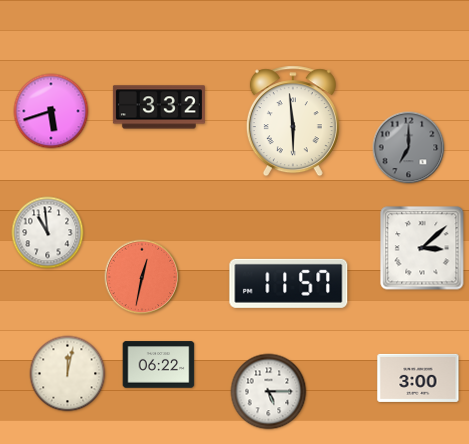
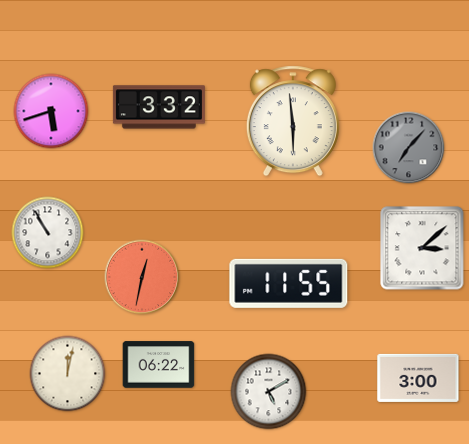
clock at (409, 148): 7:00 -> 7:07
clock at (48, 233): 10:59 -> 10:55
clock at (289, 283): 11:57 -> 11:55
clock at (269, 392): 5:15 -> 5:10
